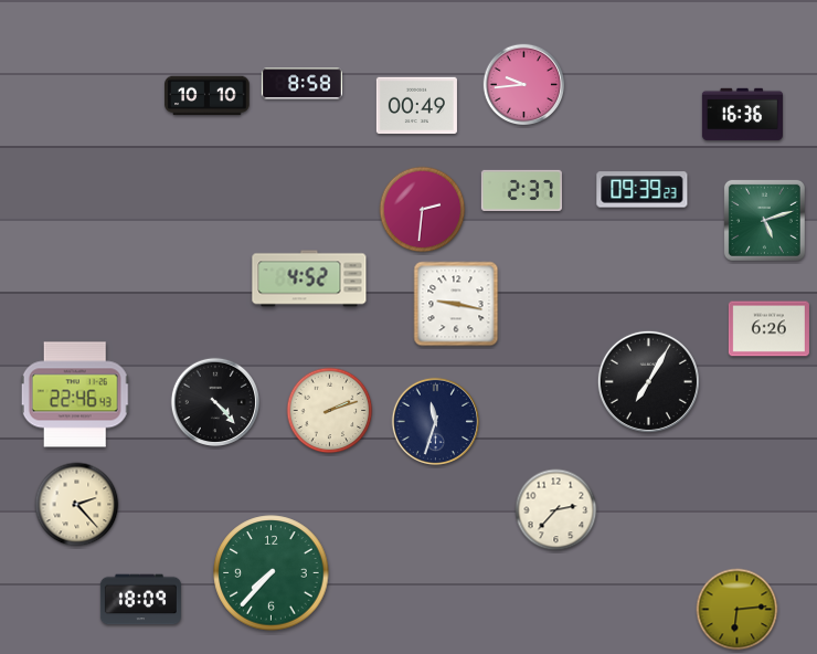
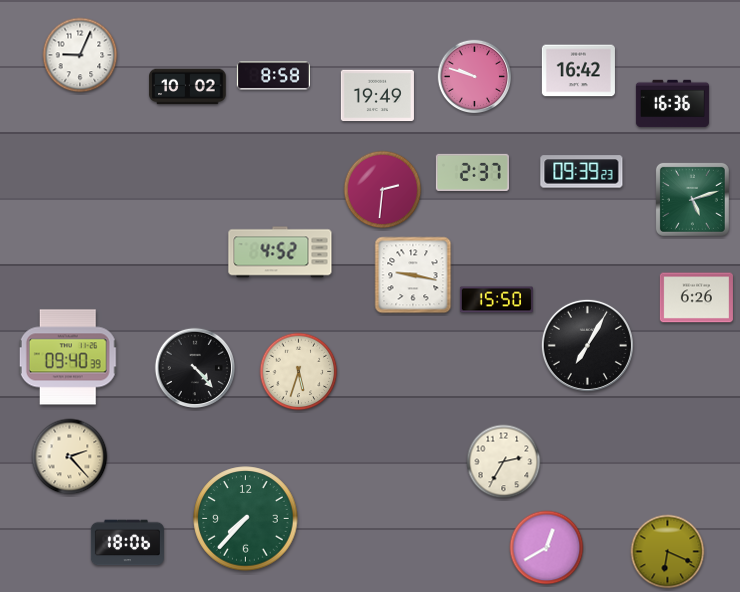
clock at (80, 55): none -> 9:04
clock at (578, 71): none -> 16:42
clock at (524, 85): 9:44 -> 9:48
clock at (208, 96): 10:10 -> 10:02
clock at (416, 106): 00:49 -> 19:49
clock at (496, 300): none -> 15:50
clock at (75, 394): 22:46 -> 09:40
clock at (214, 401) position: (214, 401) -> (194, 367)
clock at (330, 411): 2:12 -> 5:33
clock at (435, 421): 11:33 -> none
clock at (556, 510): 2:37 -> 2:35
clock at (140, 600): 18:09 -> 18:06
clock at (547, 548): none -> 12:40
clock at (738, 610): 6:14 -> 6:19
